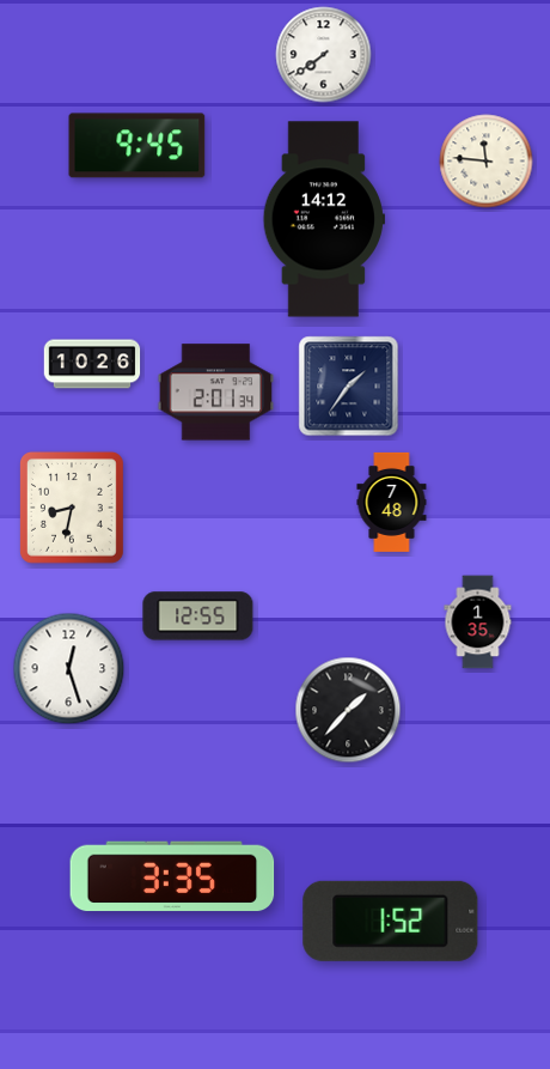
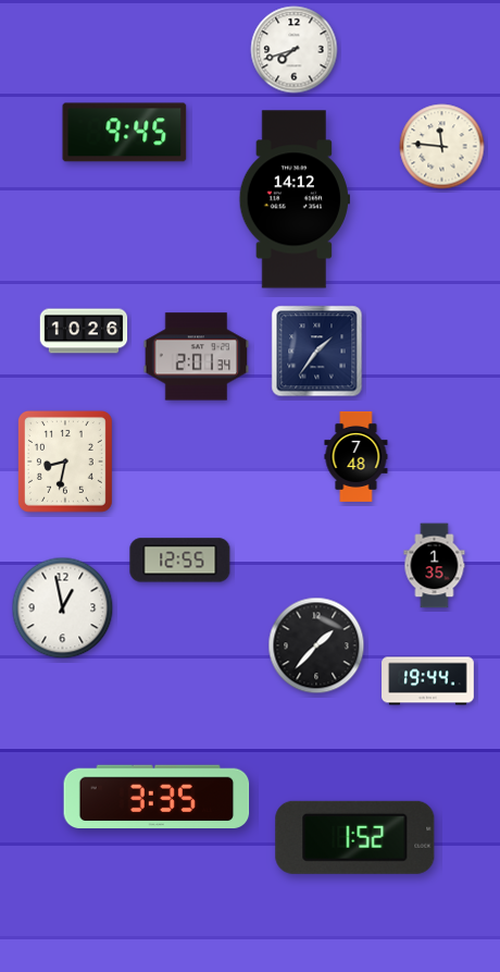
clock at (324, 55): 7:39 -> 7:42
clock at (69, 669): 12:27 -> 12:58
clock at (428, 681): none -> 19:44
